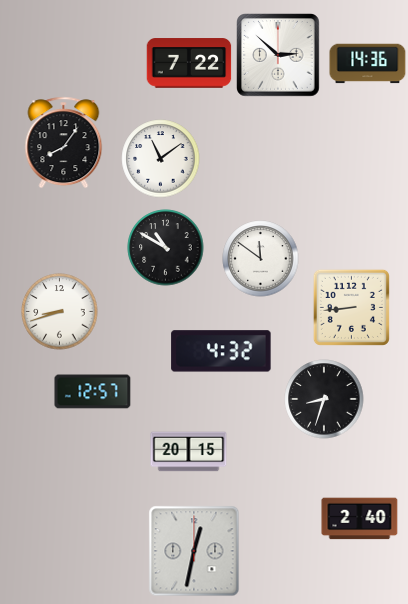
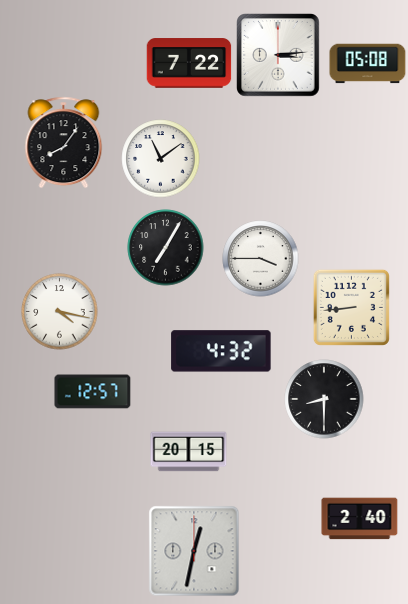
clock at (279, 56): 2:52 -> 3:14
clock at (368, 64): 14:36 -> 05:08
clock at (166, 248): 10:50 -> 7:05
clock at (261, 259): 11:51 -> 3:45
clock at (60, 312): 8:42 -> 4:17
clock at (324, 399): 8:33 -> 8:30
